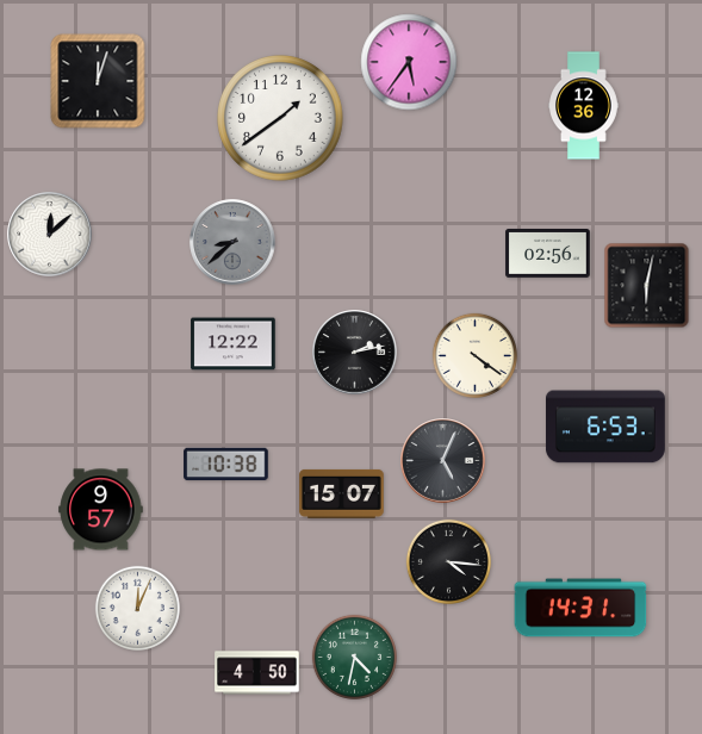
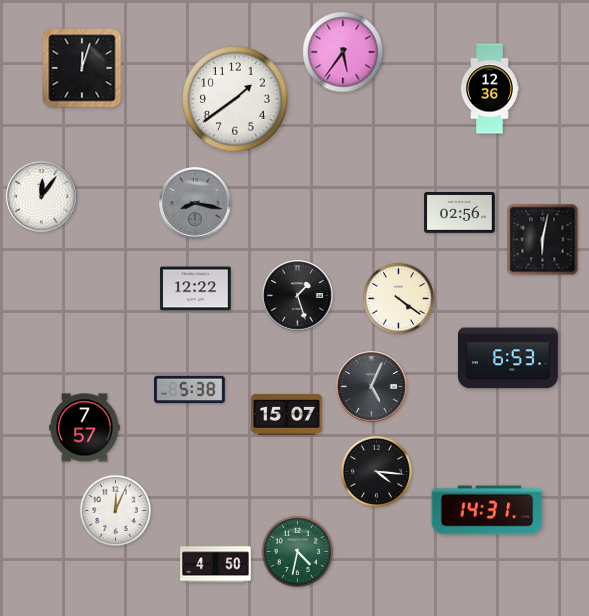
clock at (50, 235): 12:08 -> 12:06
clock at (232, 242): 8:38 -> 8:17
clock at (355, 353): 2:13 -> 1:27
clock at (226, 465): 10:38 -> 5:38
clock at (101, 510): 9:57 -> 7:57
